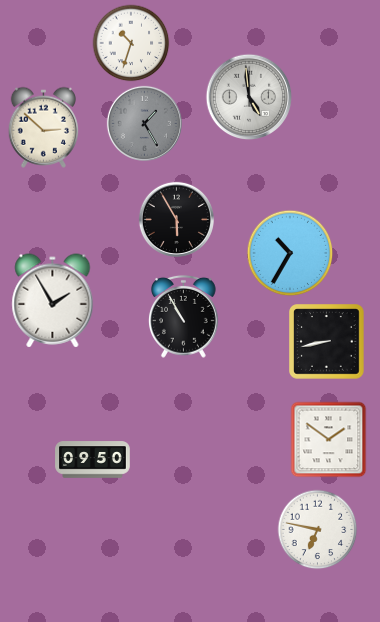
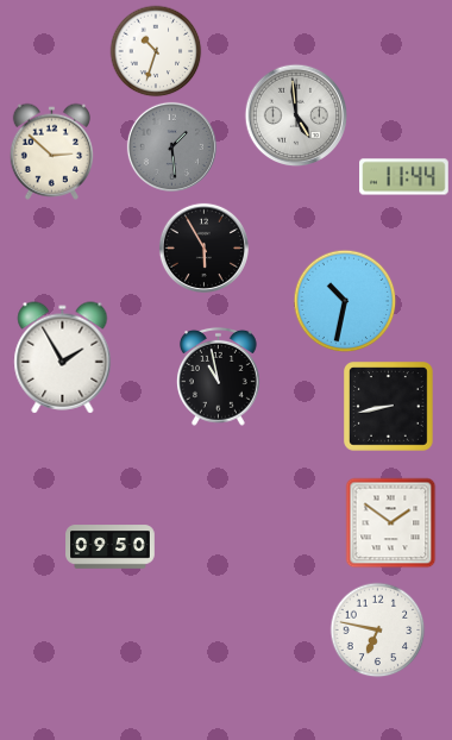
clock at (144, 123): 1:25 -> 1:29
clock at (404, 177): none -> 11:44
clock at (176, 219) position: (176, 219) -> (203, 247)
clock at (290, 253): 10:35 -> 10:32
clock at (183, 316): 10:55 -> 10:58
